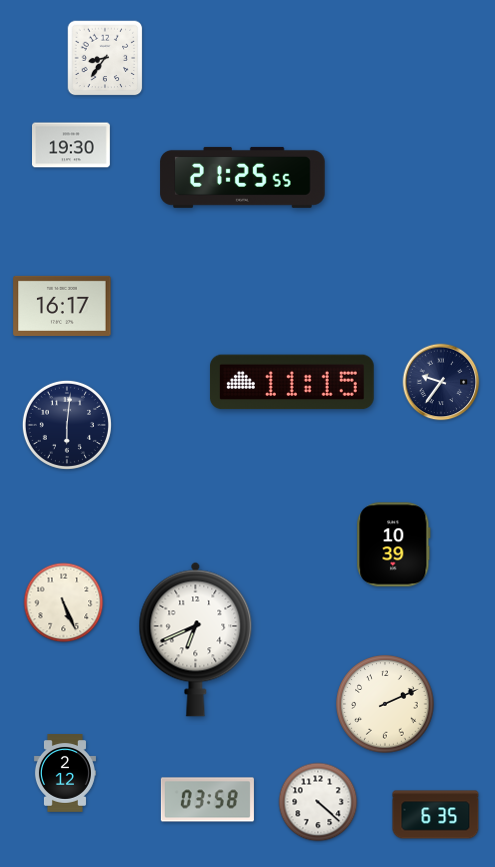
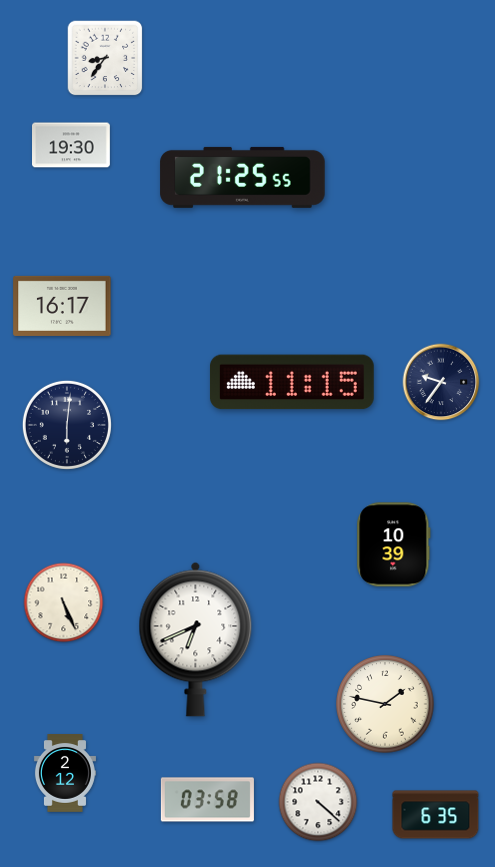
clock at (385, 704): 2:11 -> 1:47
